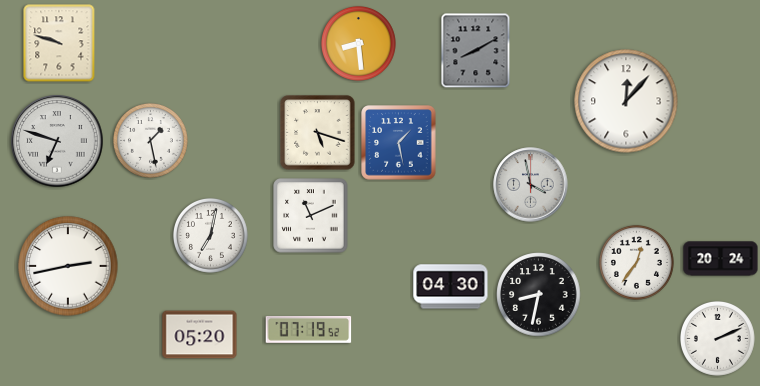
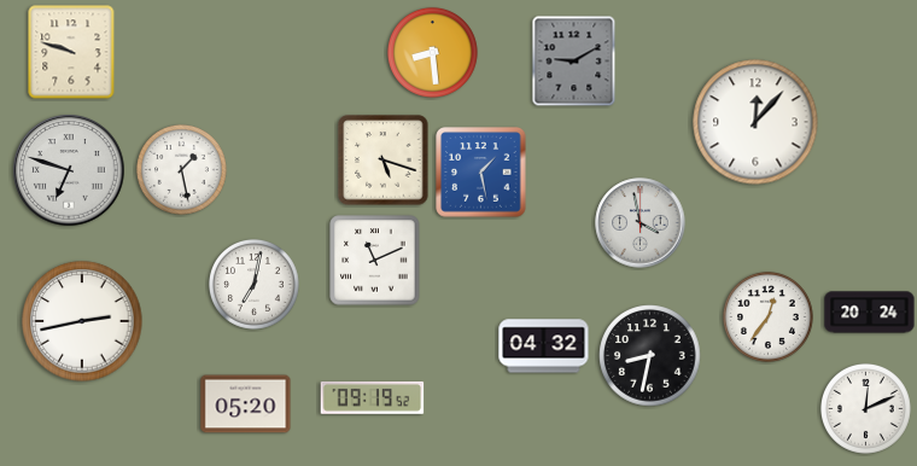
clock at (476, 51): 8:10 -> 9:10
clock at (451, 287): 04:30 -> 04:32
clock at (309, 329): 07:19 -> 09:19
clock at (200, 335) position: (200, 335) -> (246, 404)
clock at (717, 338): 2:11 -> 12:11
